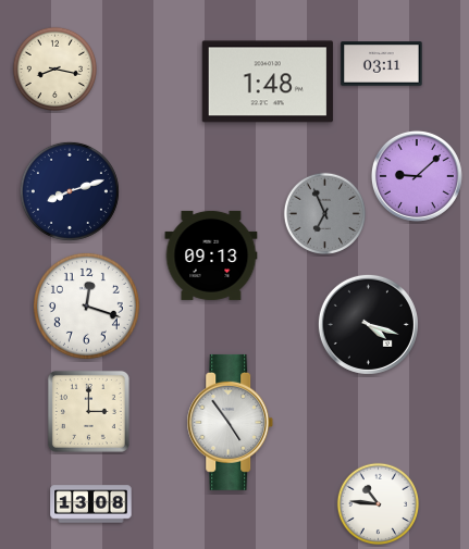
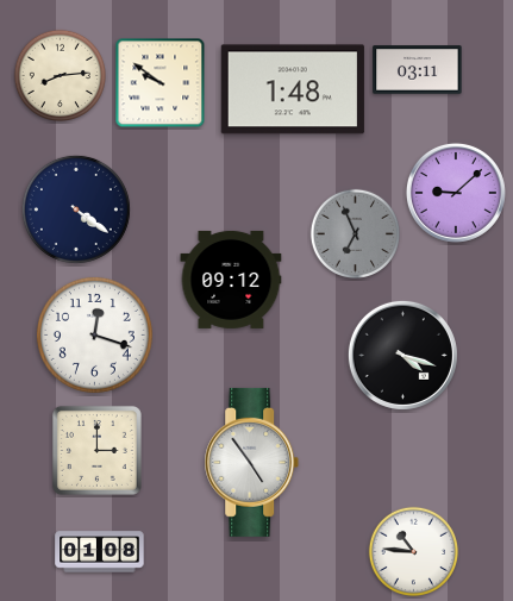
clock at (54, 68): 8:17 -> 8:14
clock at (161, 83): none -> 9:51
clock at (70, 191): 8:12 -> 4:21
clock at (211, 255): 09:13 -> 09:12
clock at (91, 504): 13:08 -> 01:08
